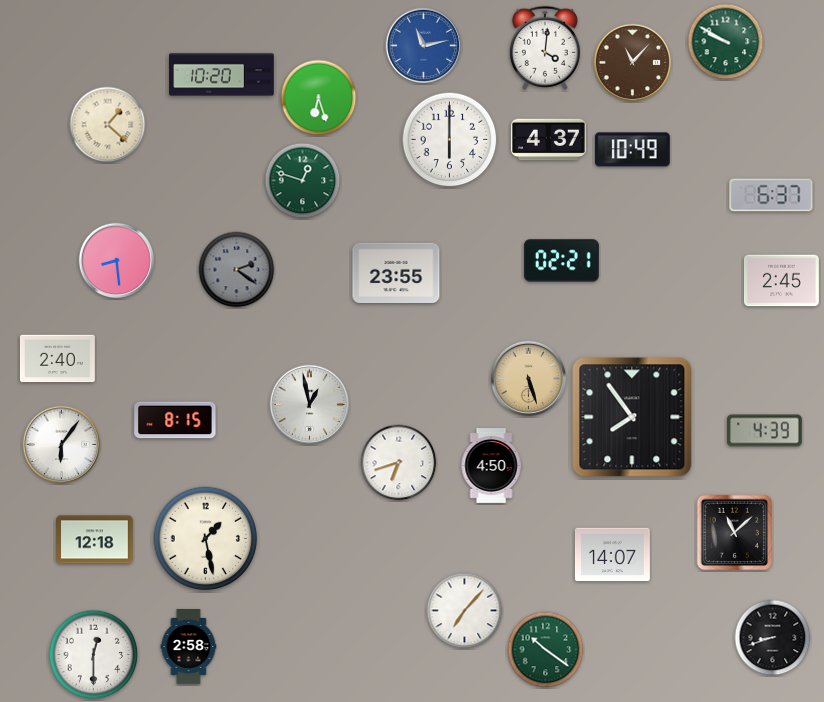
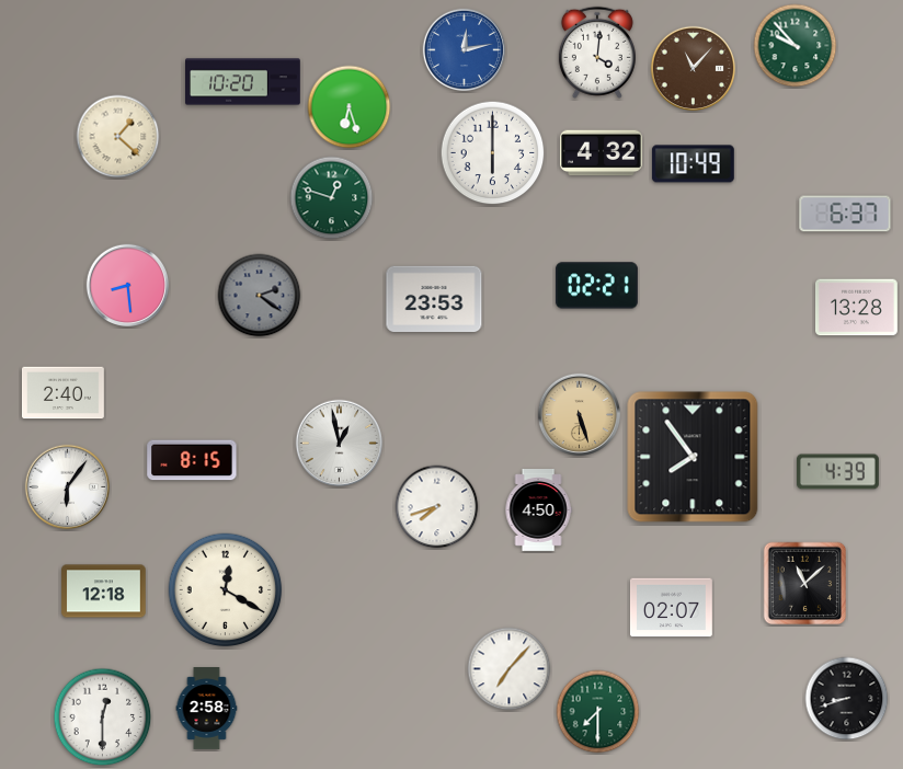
clock at (726, 42): 9:50 -> 9:53
clock at (424, 46): 11:13 -> 12:13
clock at (548, 140): 4:37 -> 4:32
clock at (561, 261) position: (561, 261) -> (596, 286)
clock at (396, 272): 23:55 -> 23:53
clock at (781, 281): 2:45 -> 13:28
clock at (399, 463): 6:42 -> 7:42
clock at (206, 539): 1:28 -> 12:20
clock at (613, 555): 14:07 -> 02:07
clock at (546, 650): 10:21 -> 7:30
